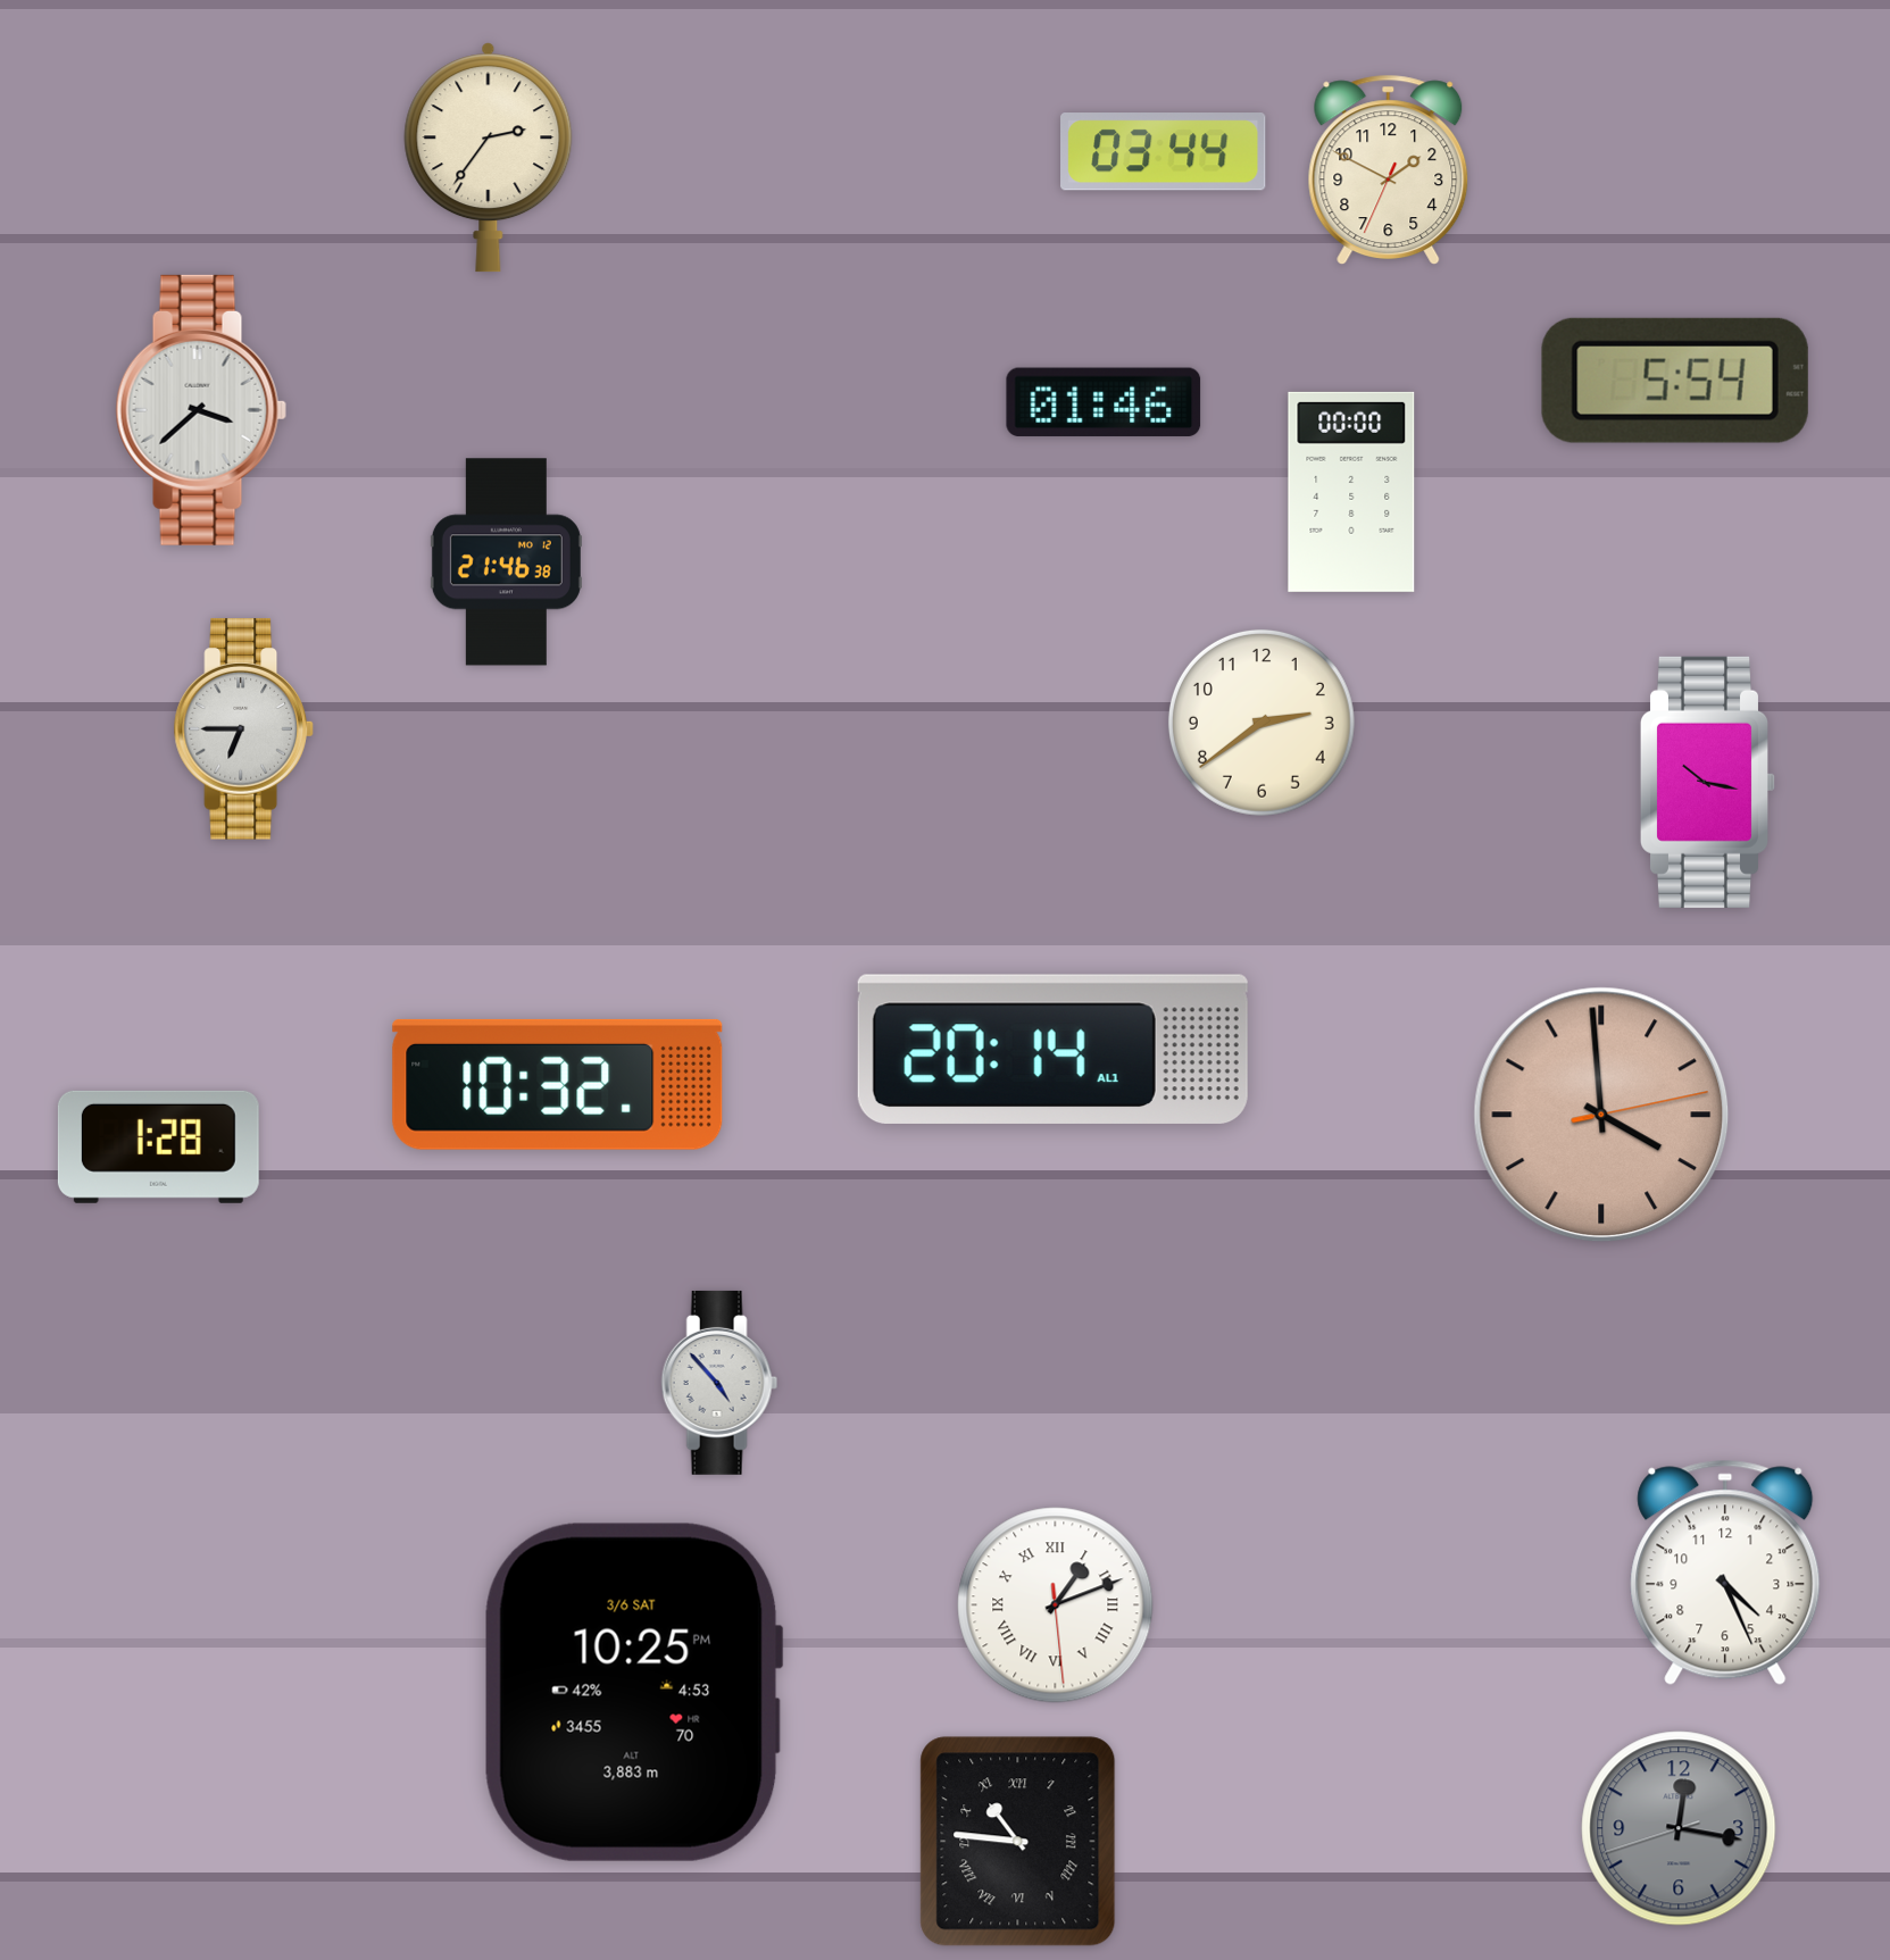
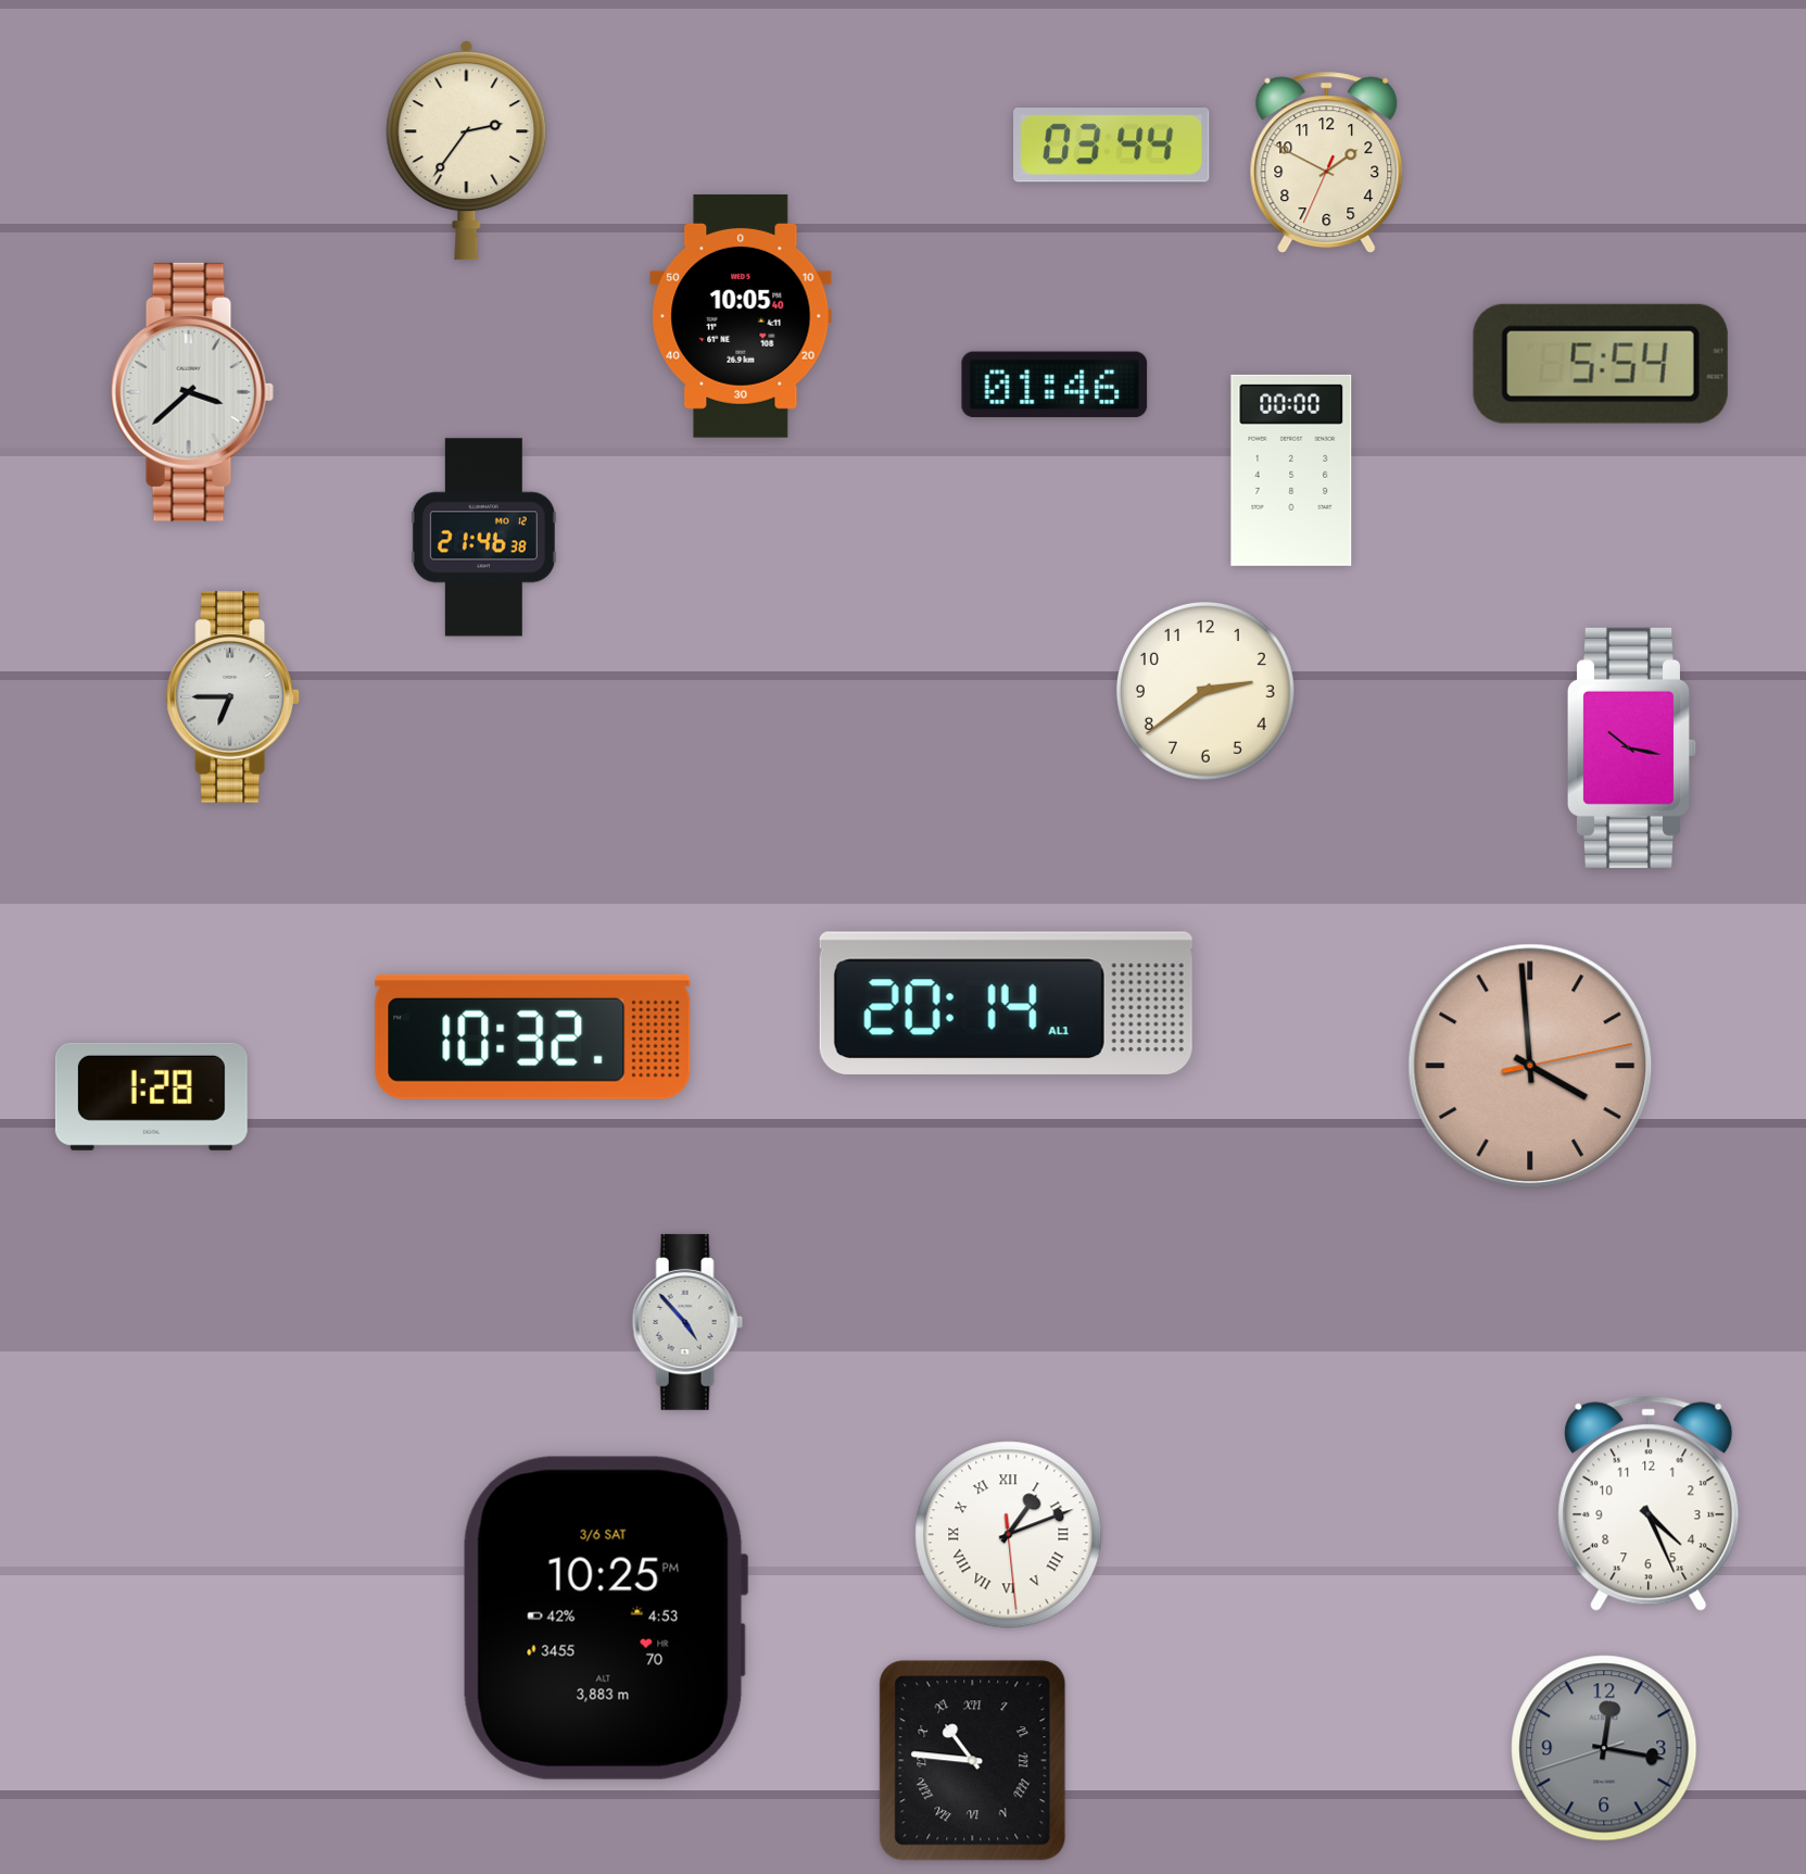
clock at (741, 316): none -> 10:05
